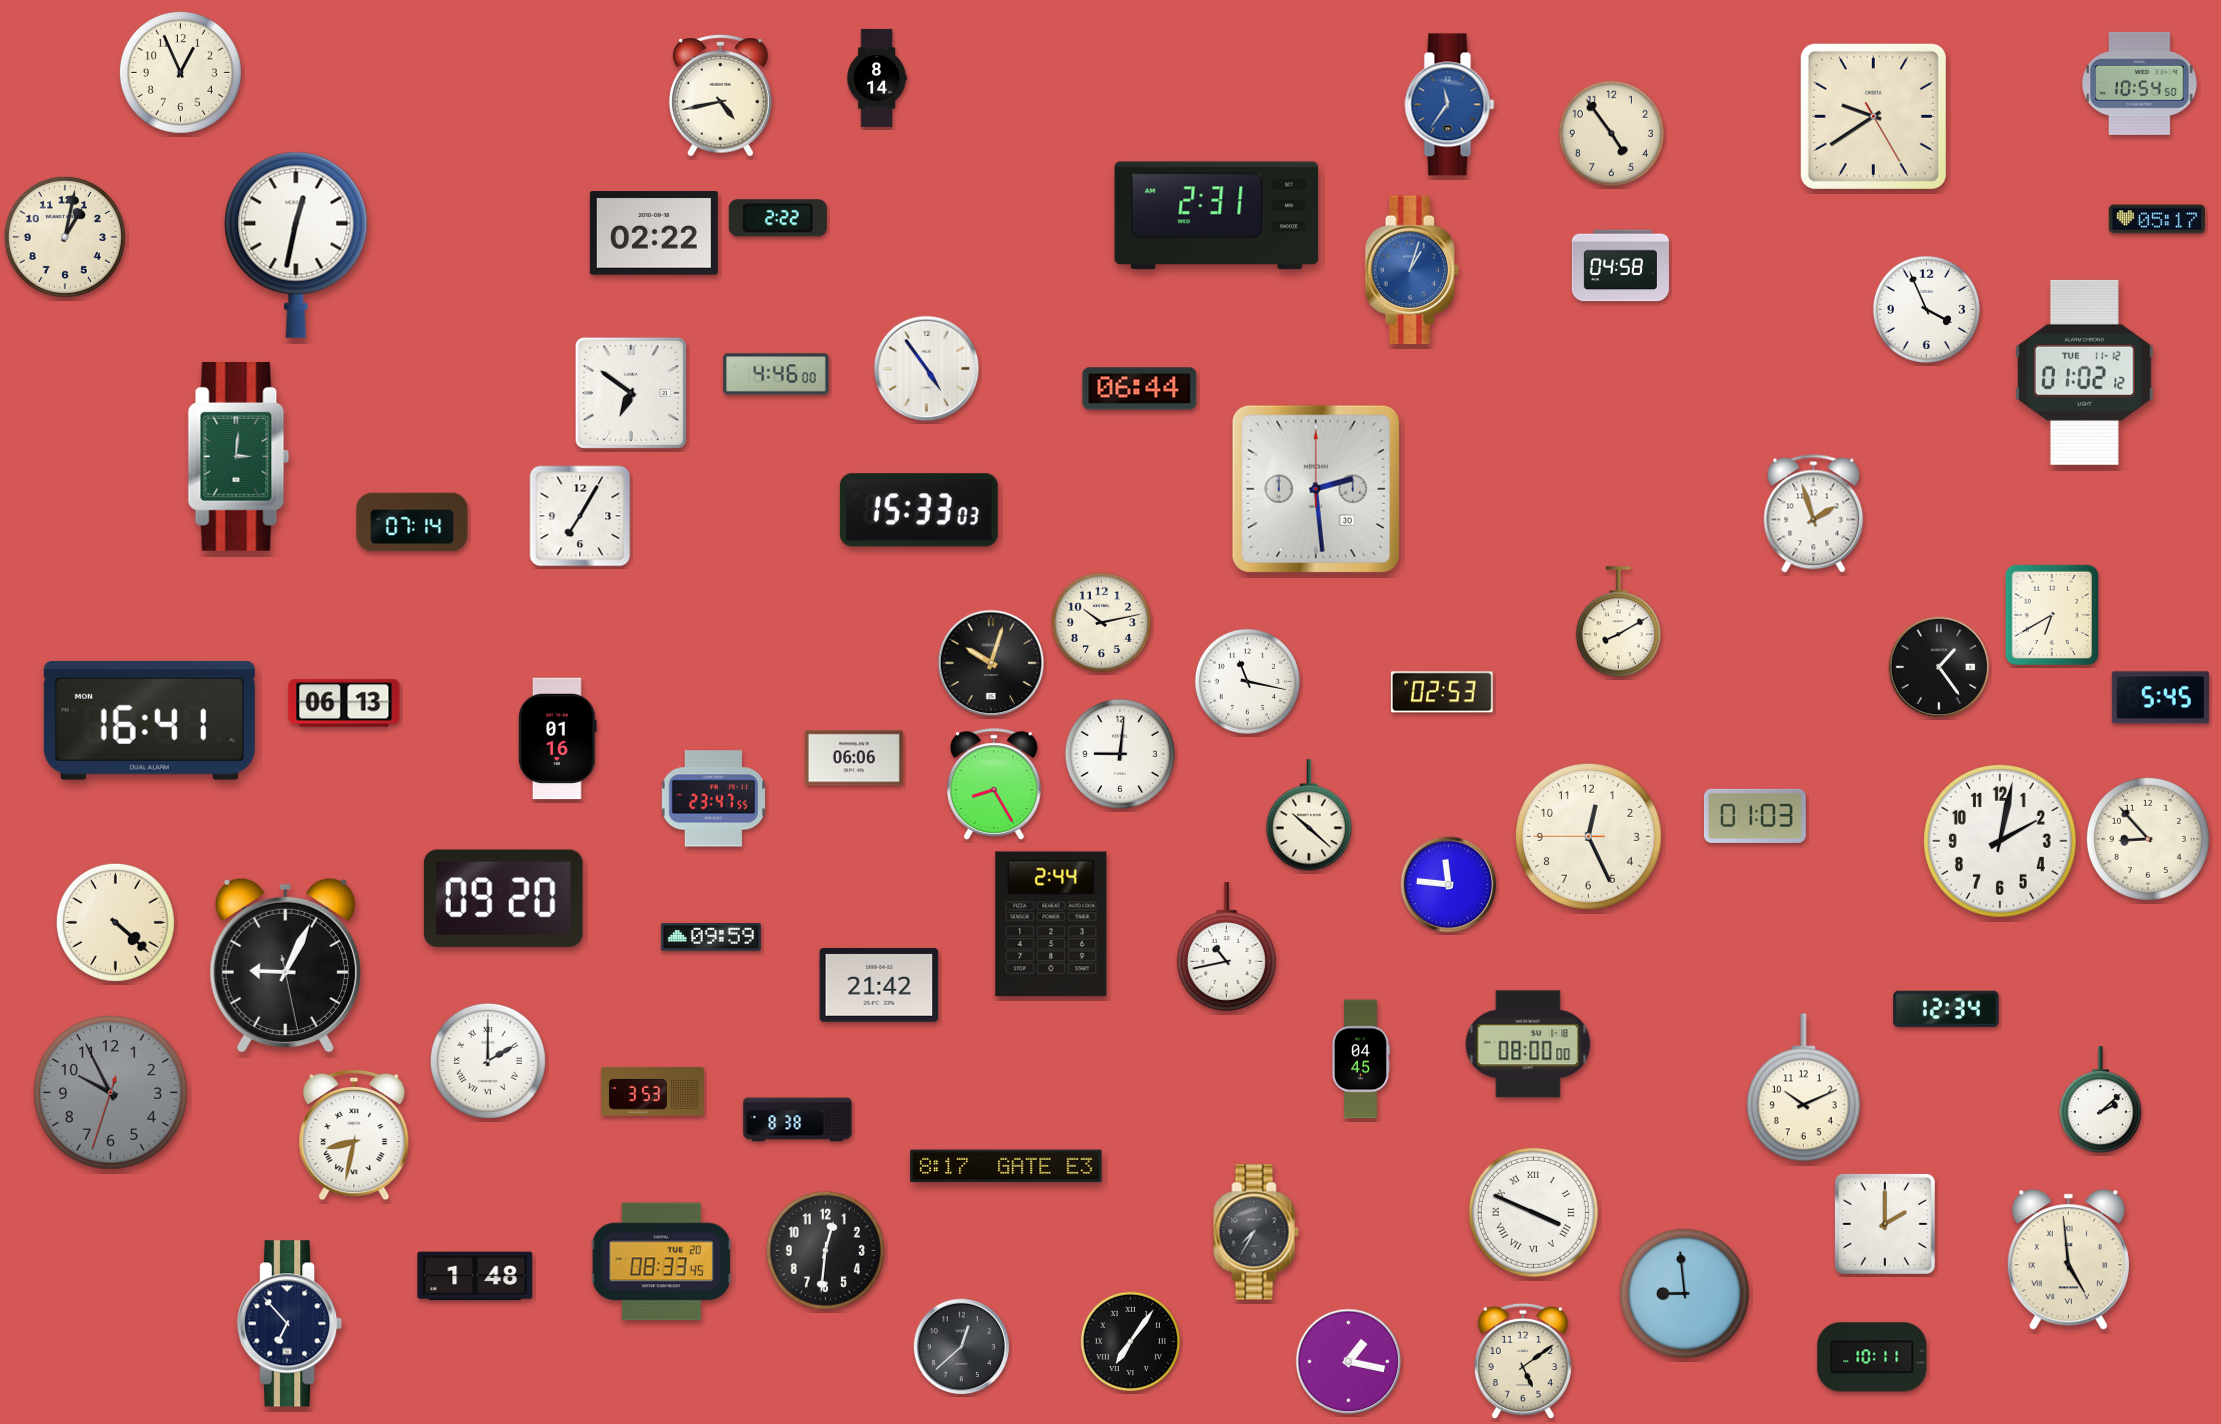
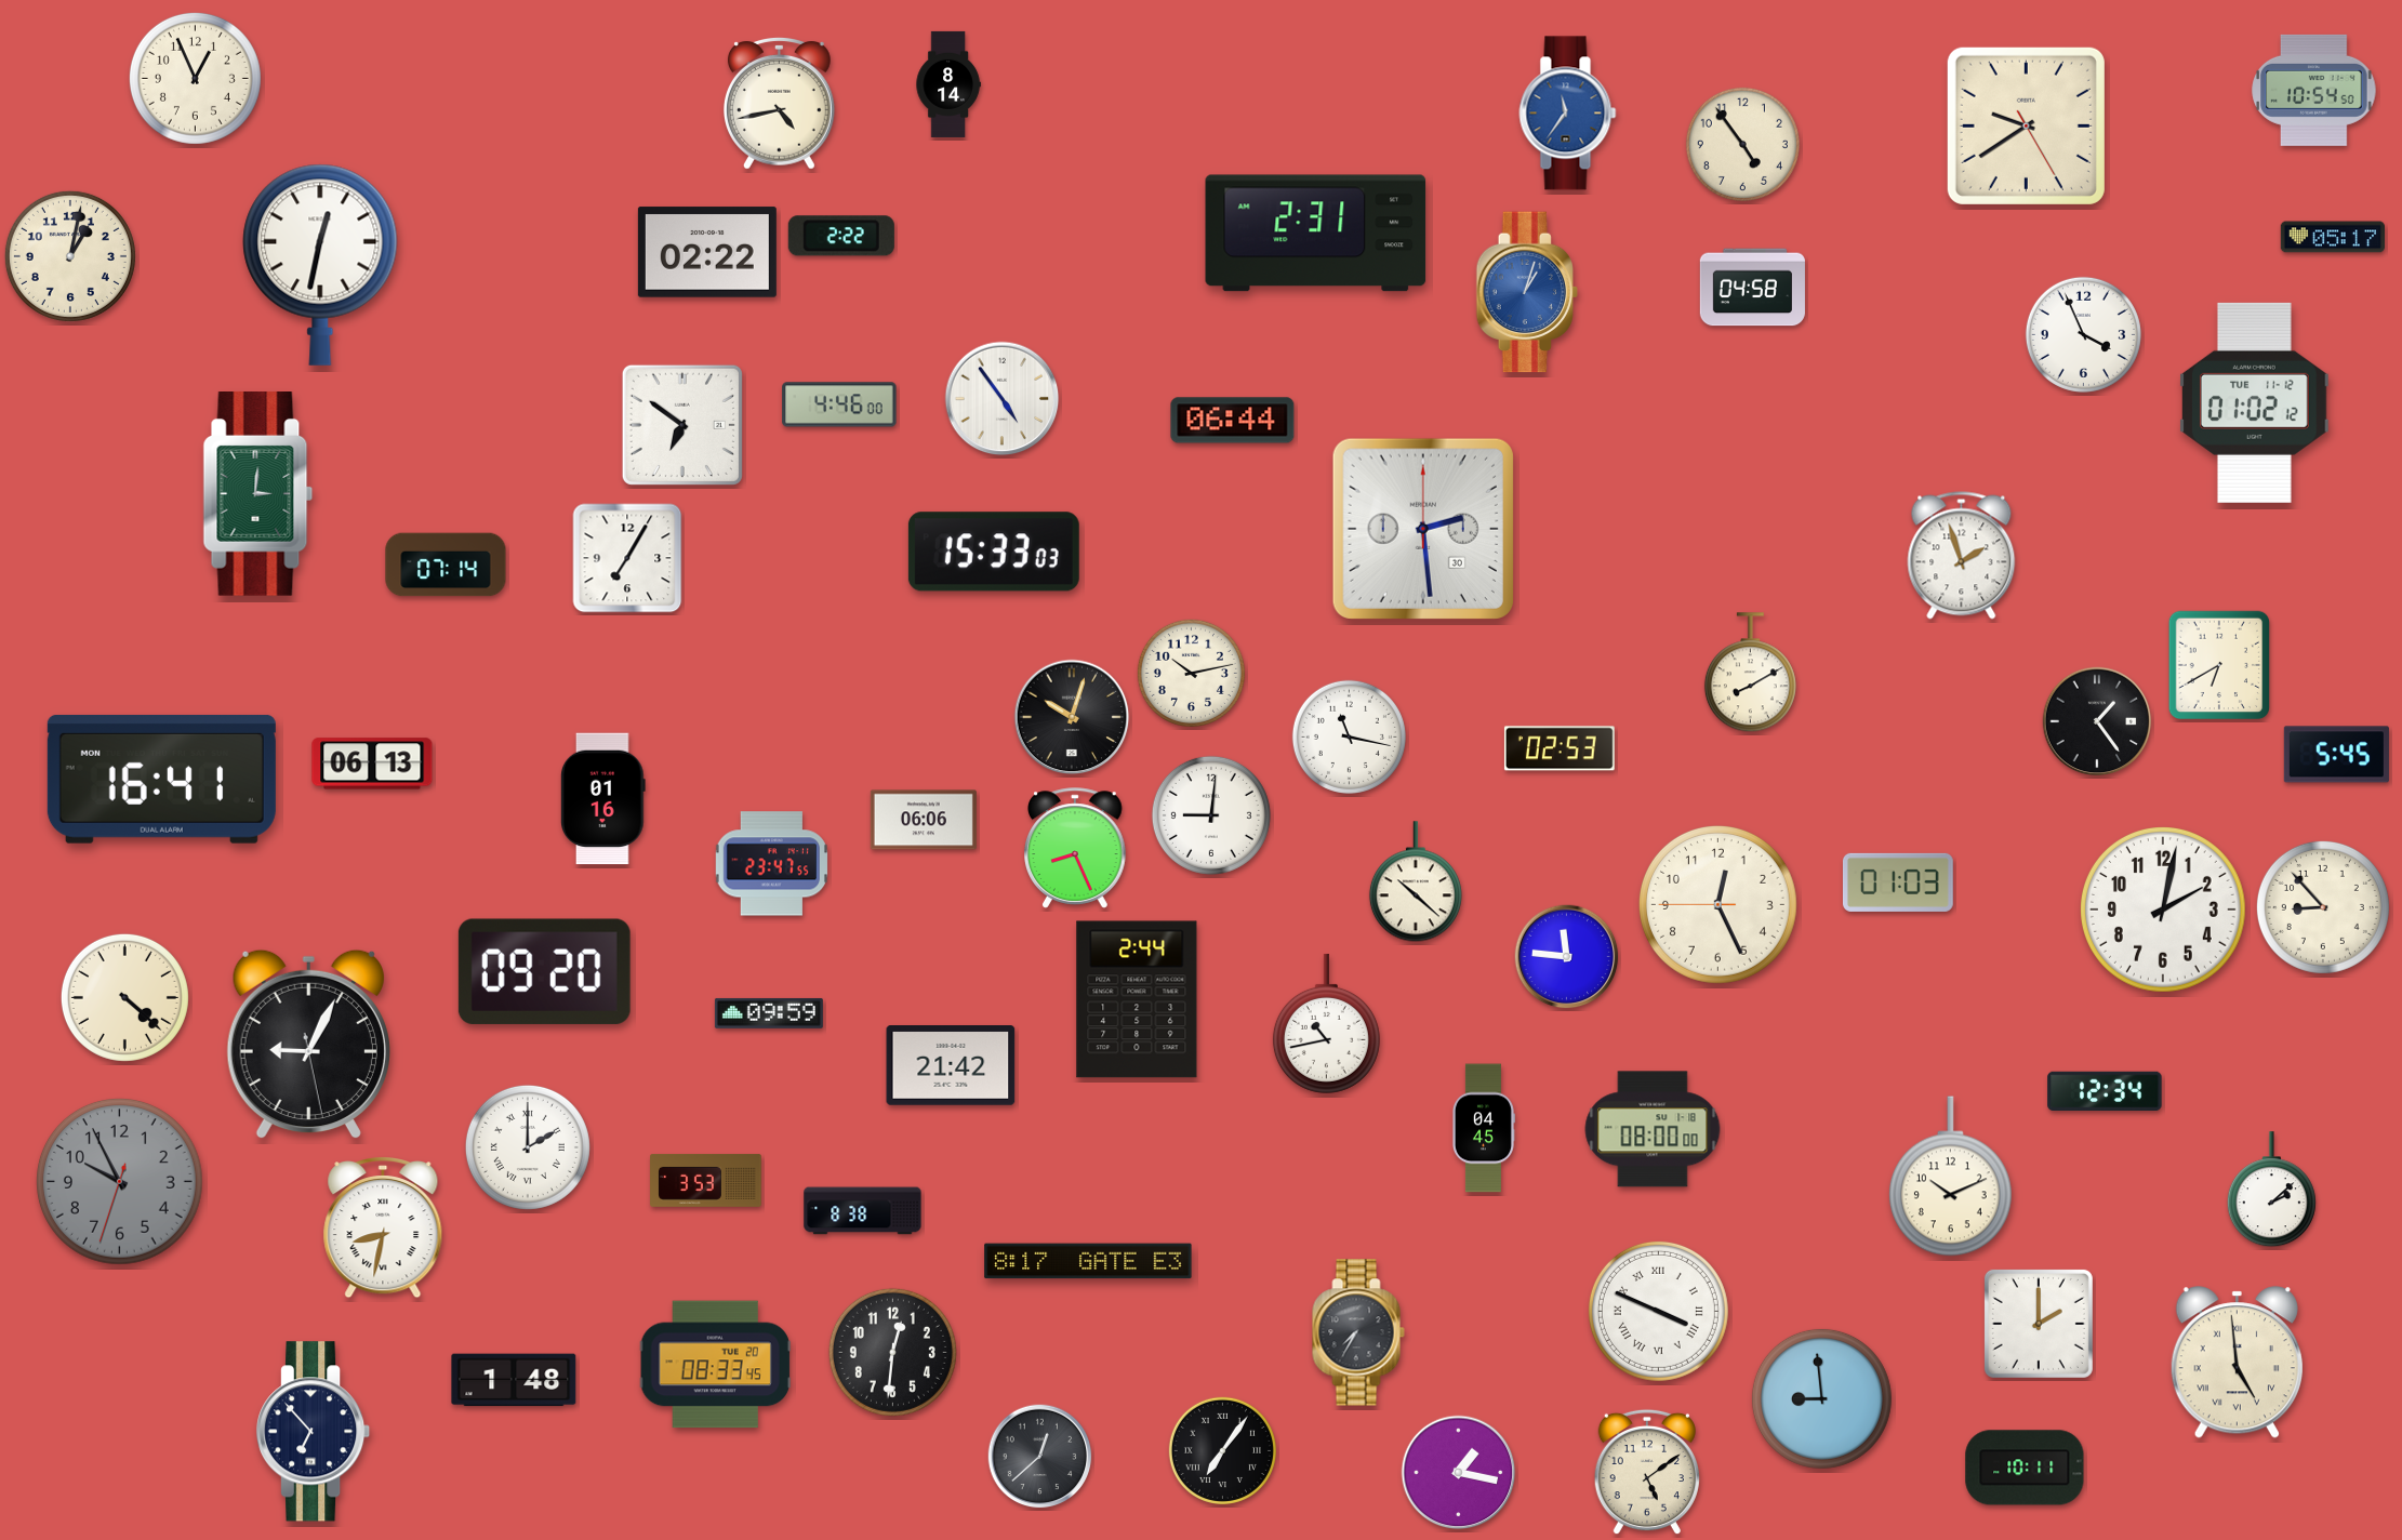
clock at (344, 703) position: (344, 703) -> (372, 764)
clock at (995, 784): 8:25 -> 8:26
clock at (1360, 1059) position: (1360, 1059) -> (1483, 1128)
